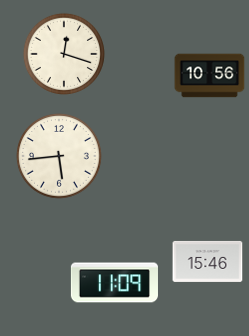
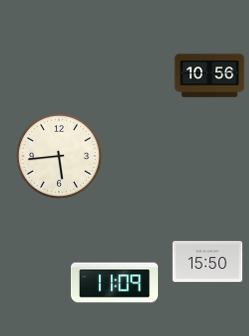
clock at (64, 54): 12:18 -> none
clock at (208, 261): 15:46 -> 15:50
